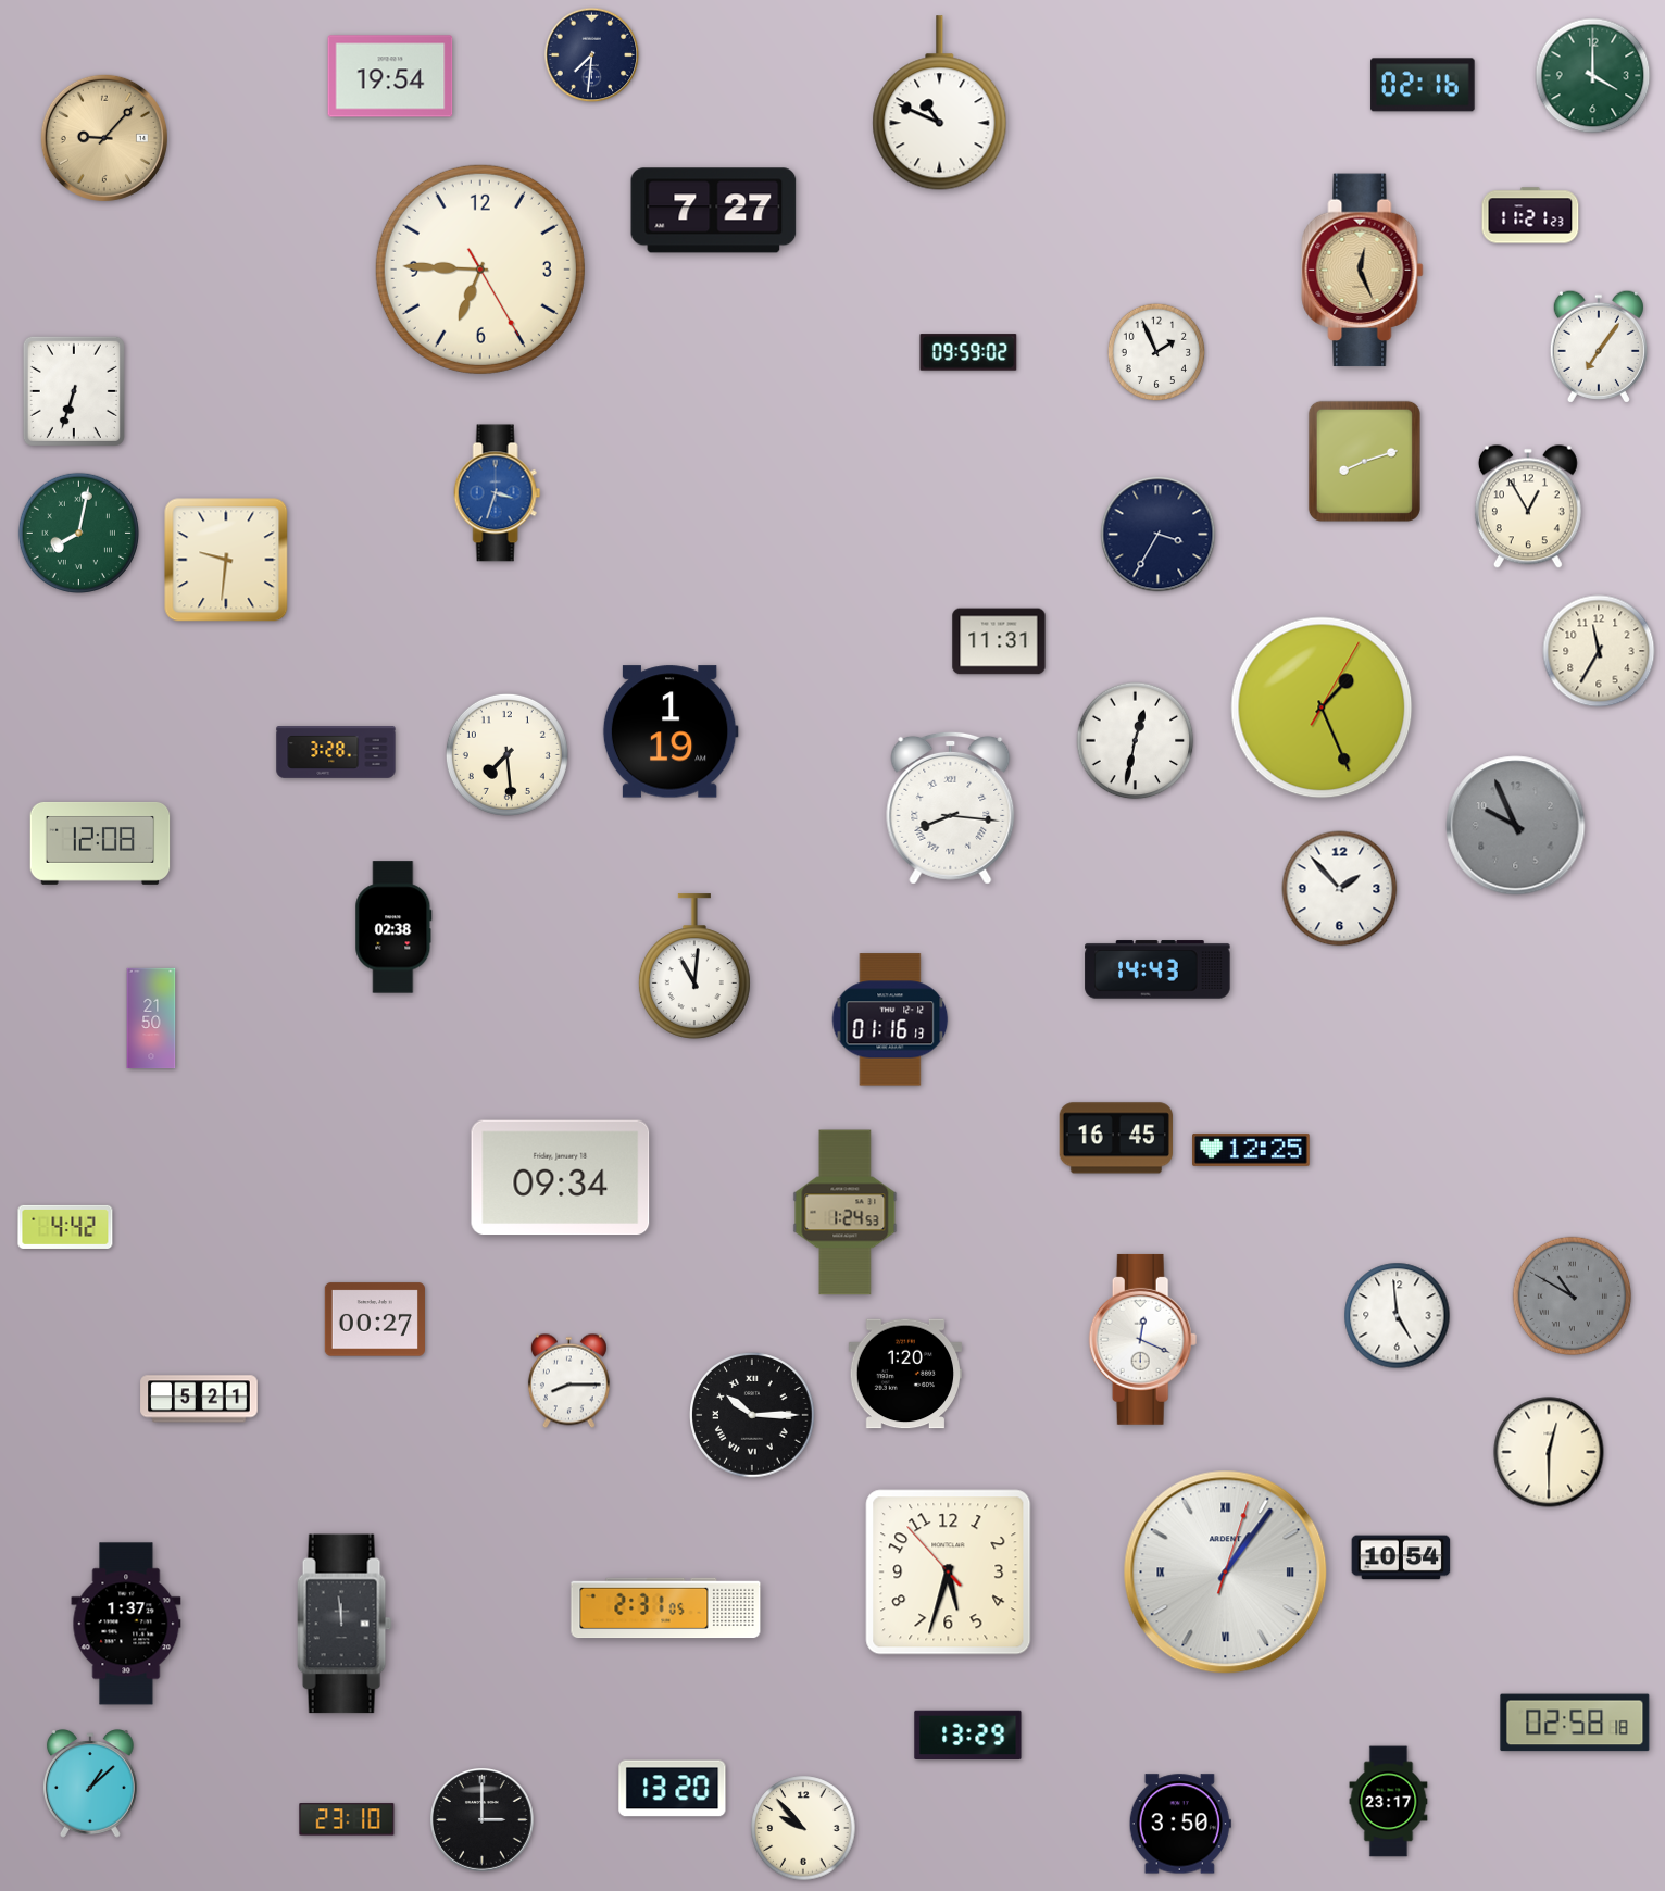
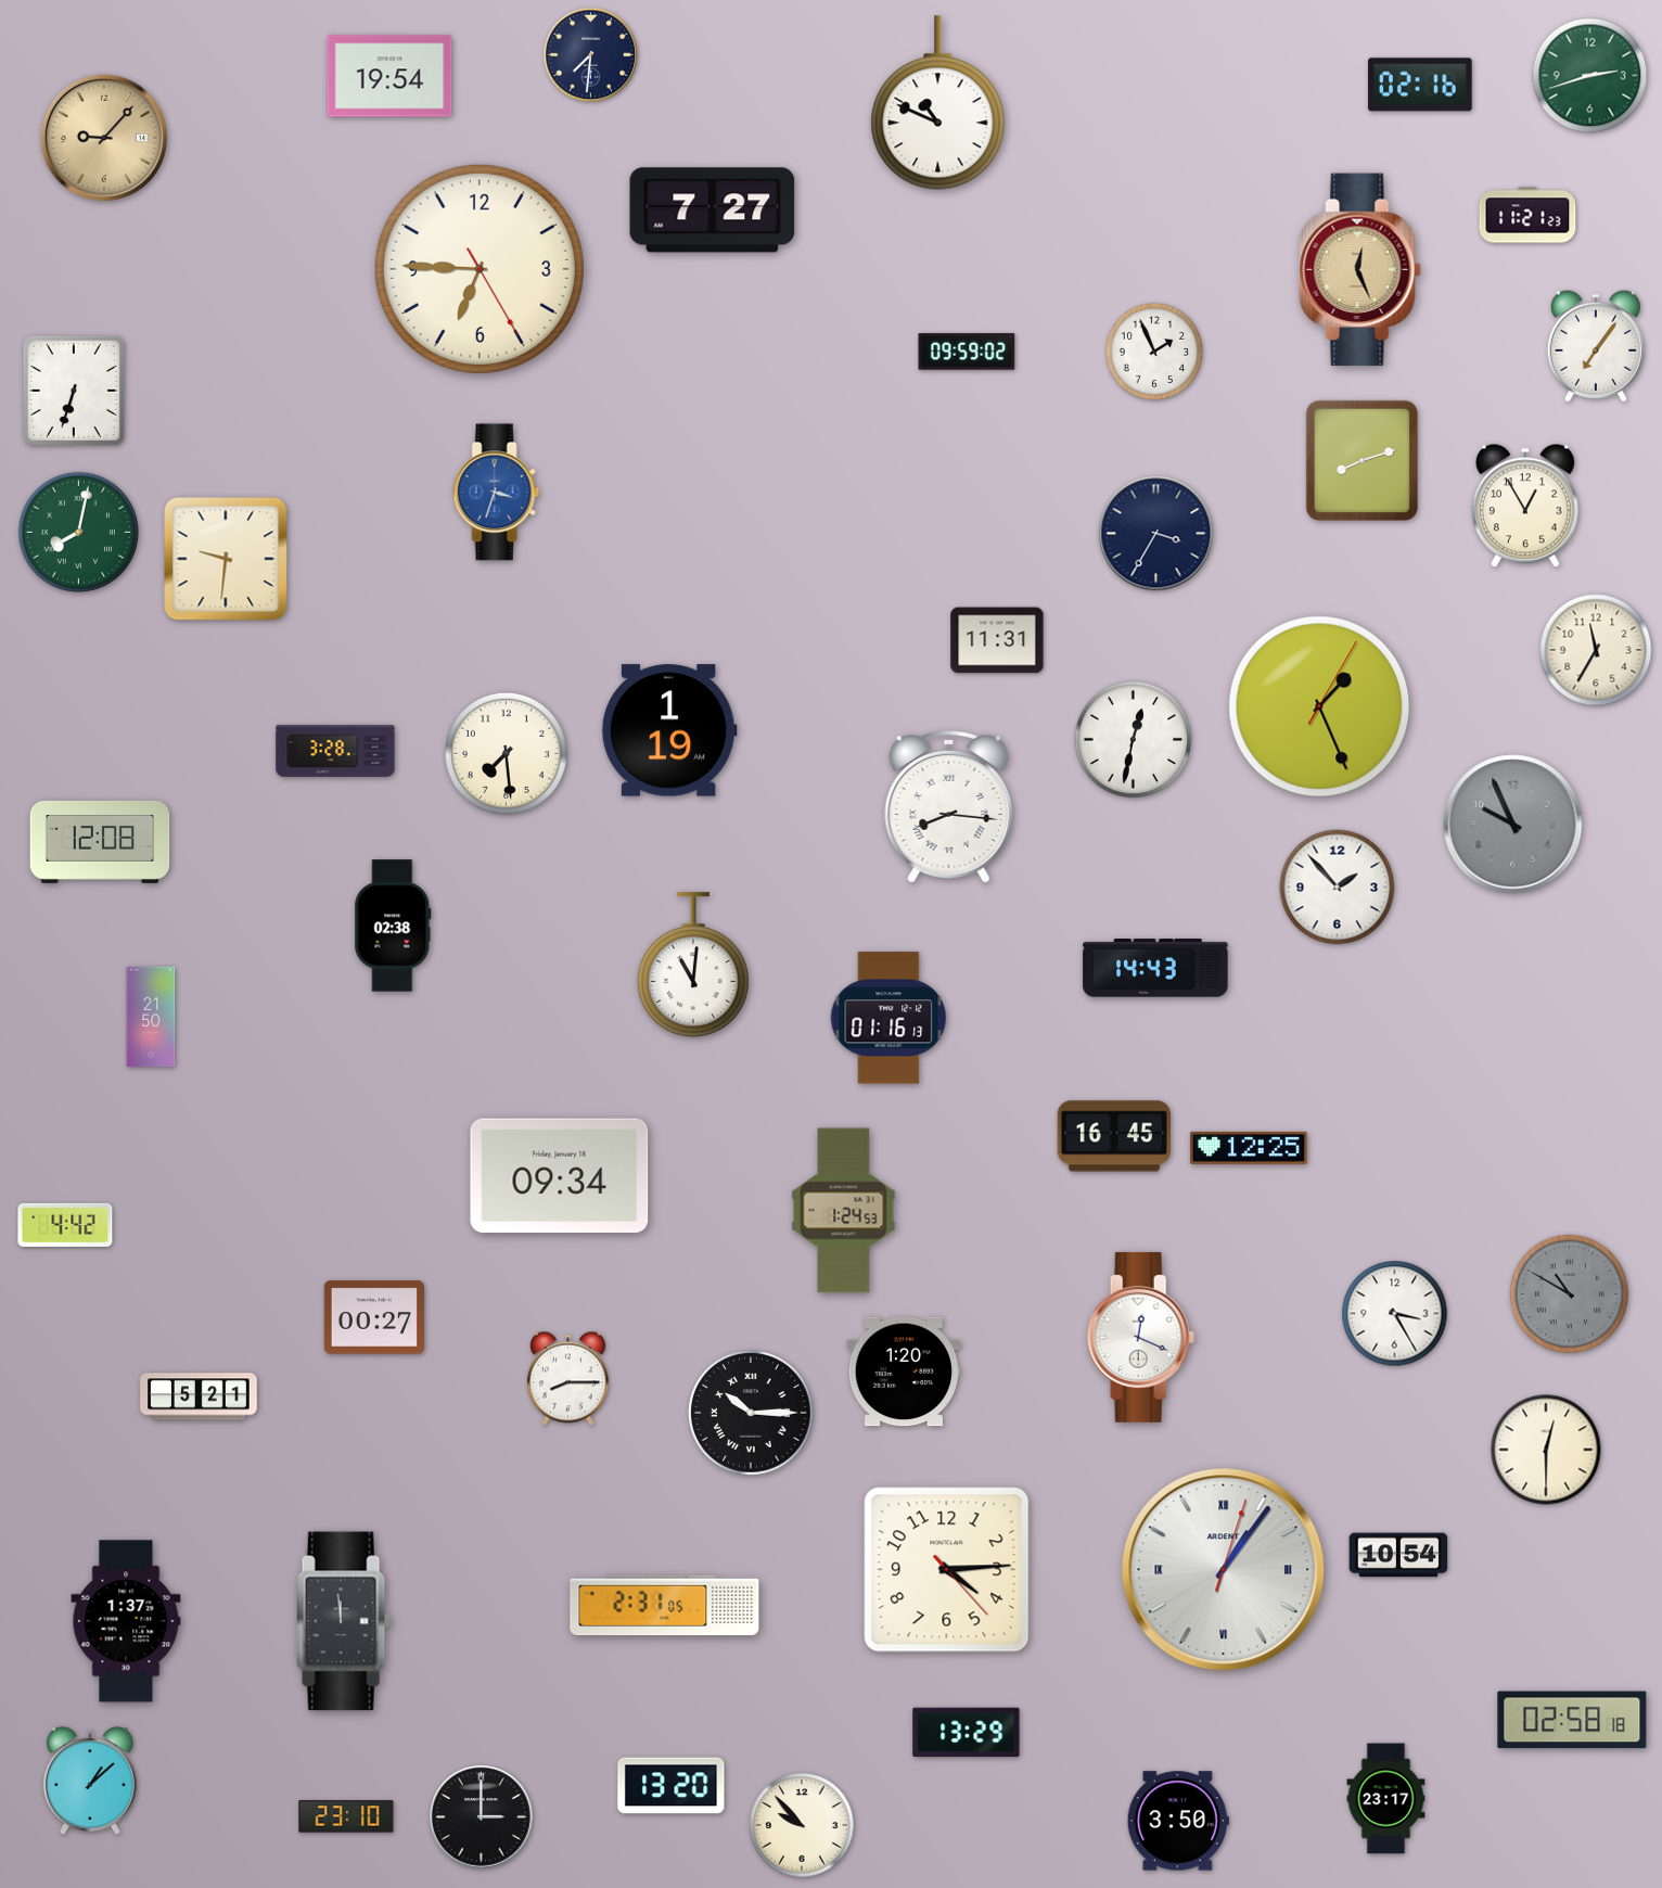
clock at (1593, 76): 4:00 -> 2:42
clock at (1398, 1316): 4:59 -> 3:25
clock at (949, 1573): 5:32 -> 4:14
